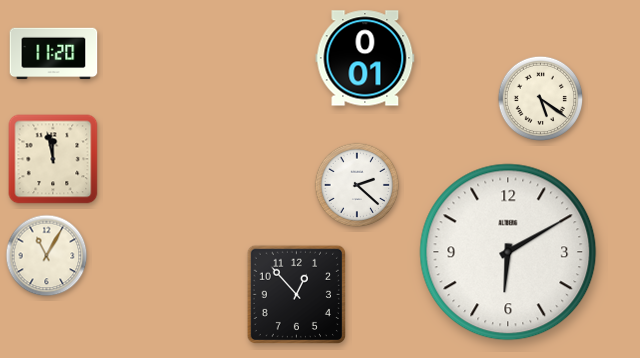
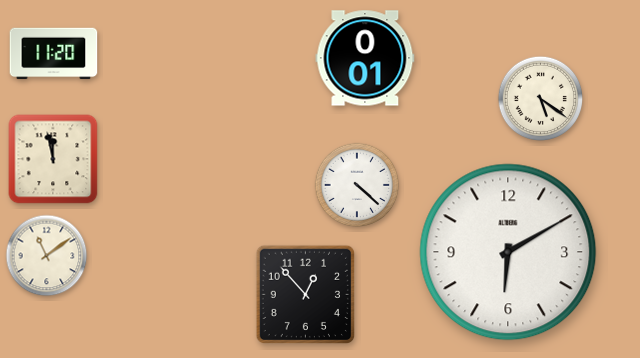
clock at (357, 185): 2:22 -> 4:22
clock at (47, 256): 11:05 -> 11:09
clock at (296, 294) position: (296, 294) -> (305, 294)
